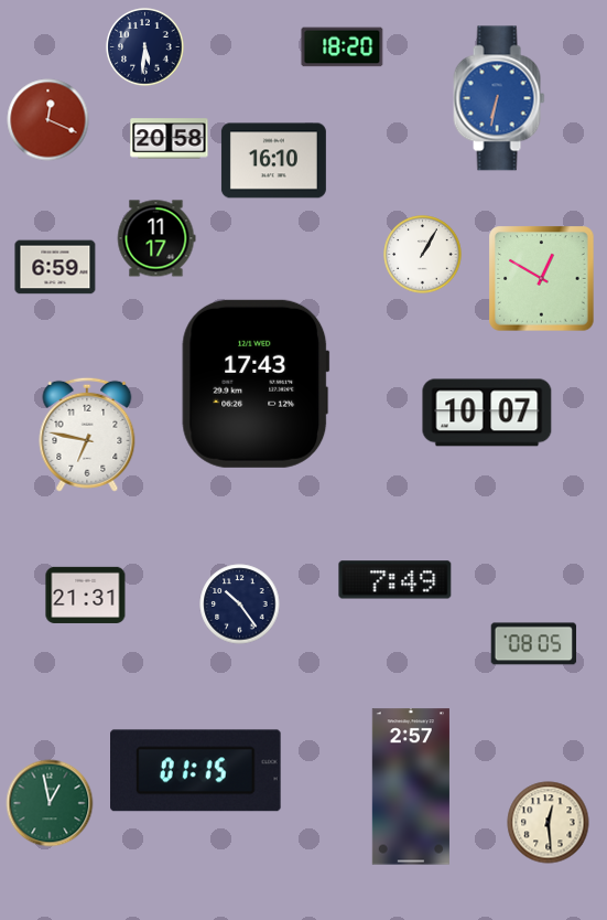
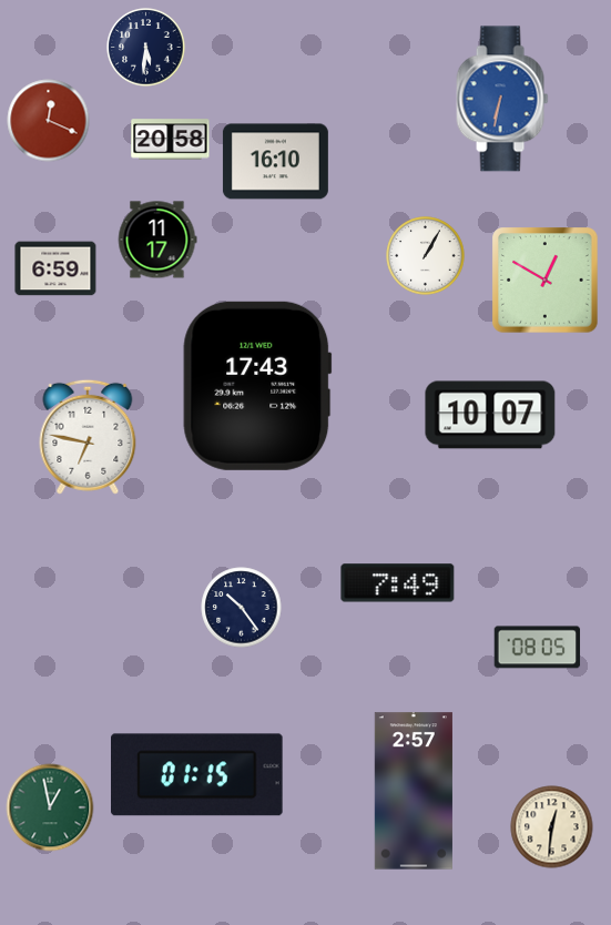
clock at (343, 47): 18:20 -> none
clock at (86, 595): 21:31 -> none
clock at (549, 823): 12:29 -> 12:31
